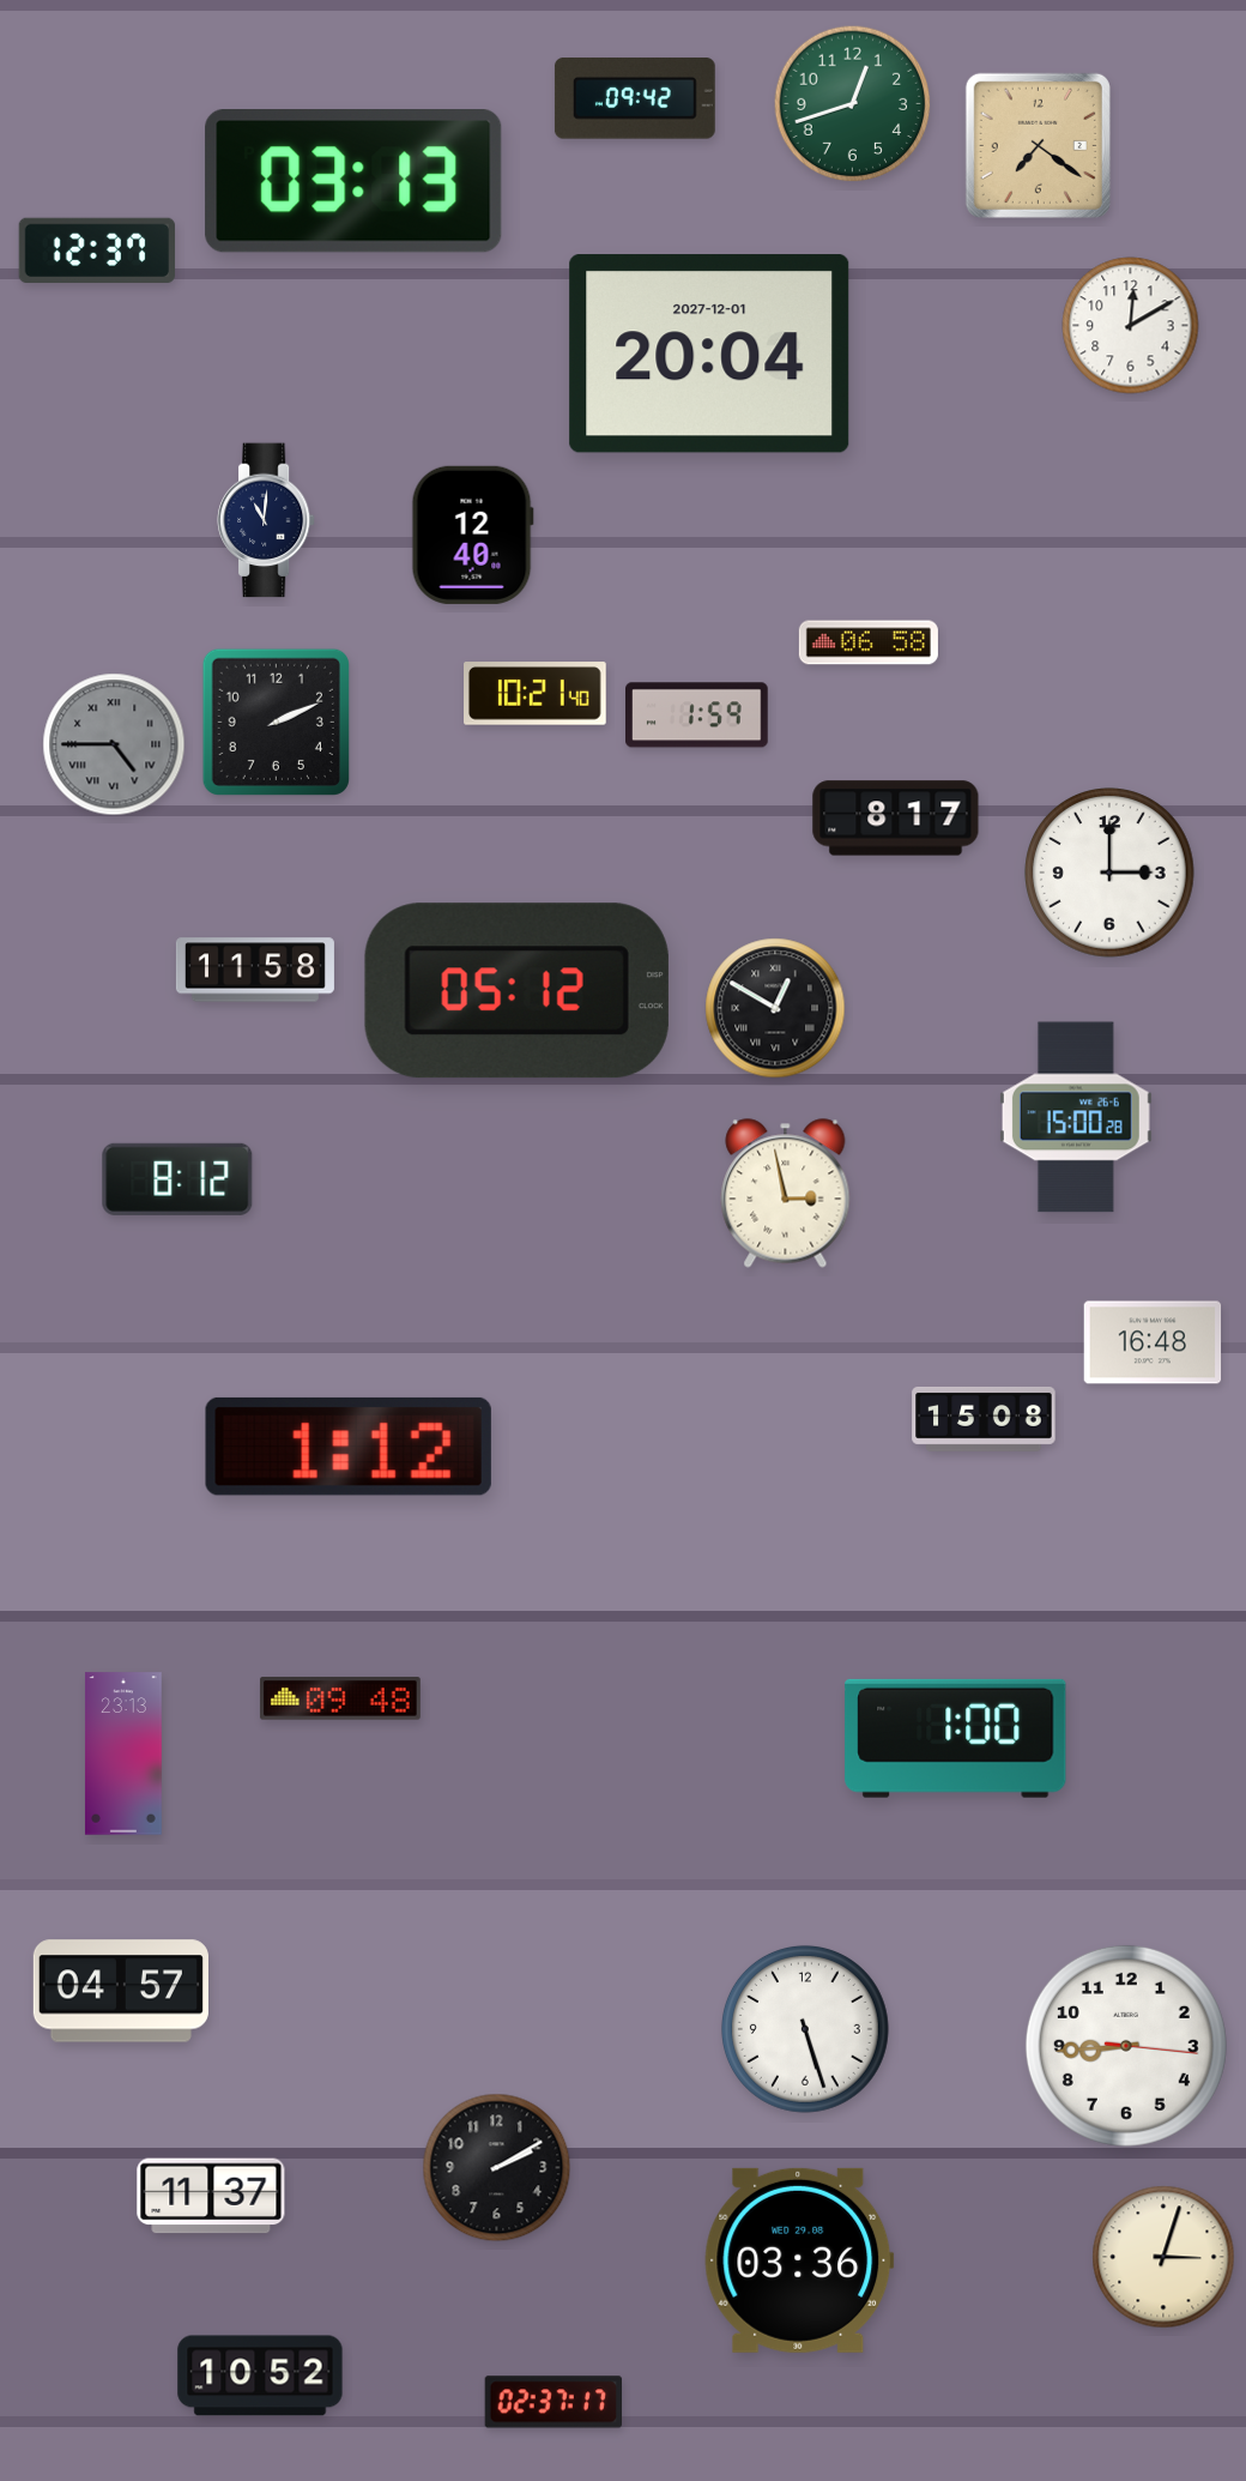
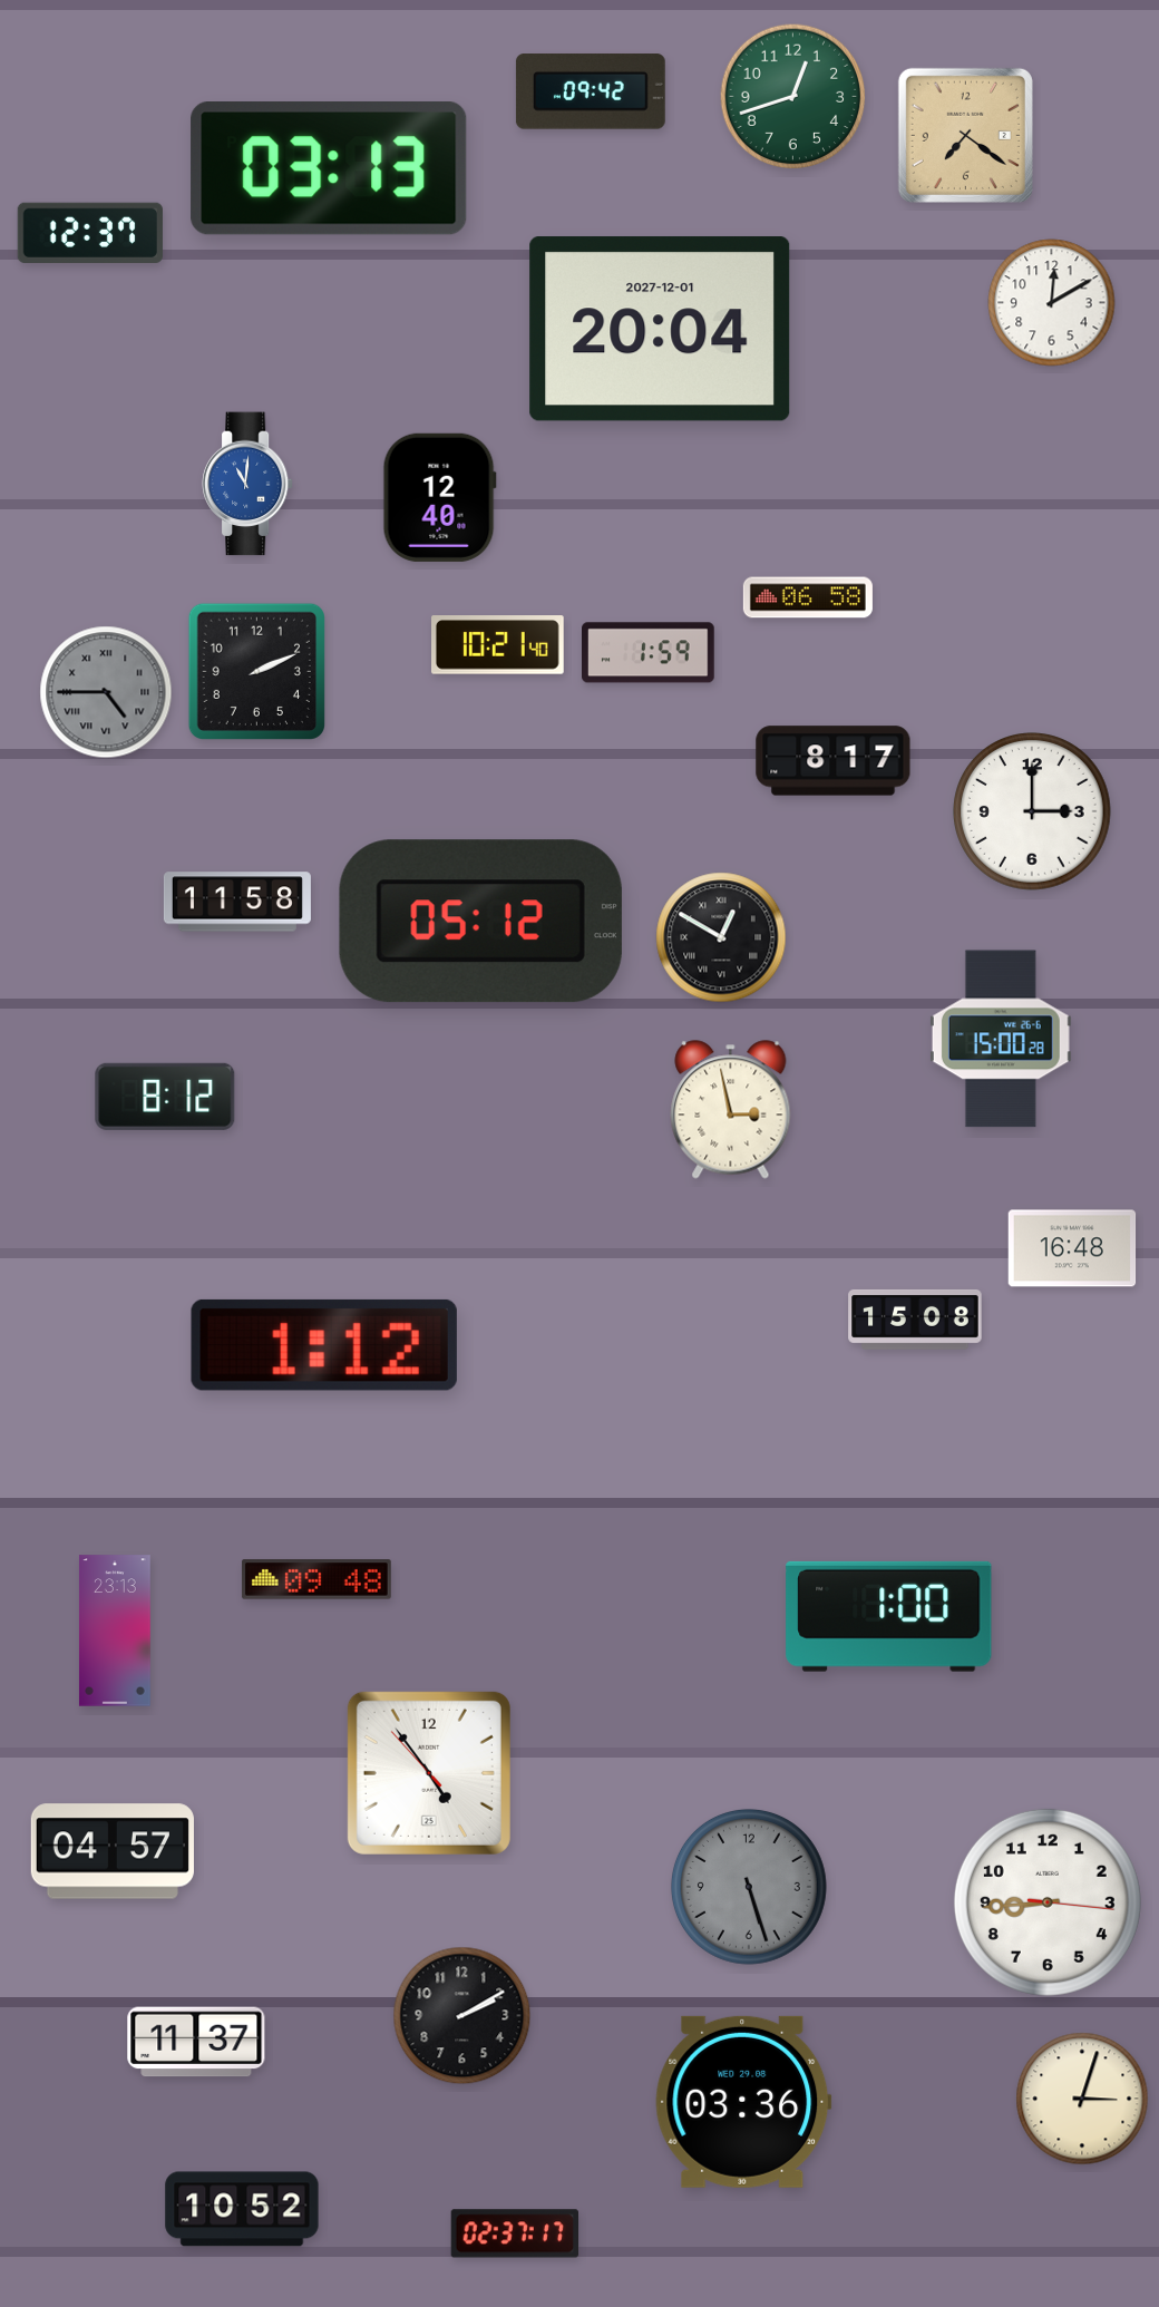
clock at (266, 520) dial: navy -> blue
clock at (697, 716) position: (697, 716) -> (649, 653)
clock at (429, 1773): none -> 4:53
clock at (805, 2029) dial: white -> grey
